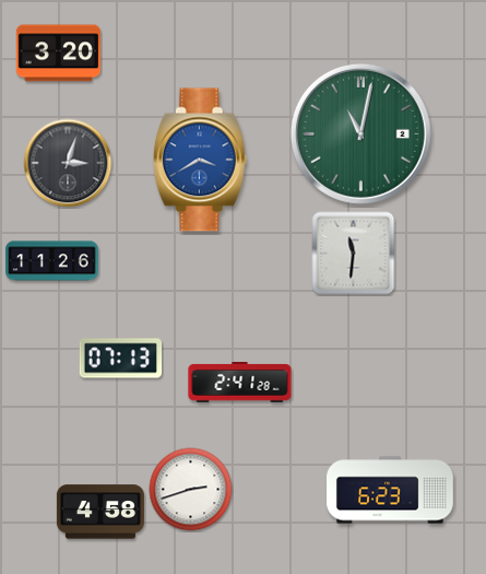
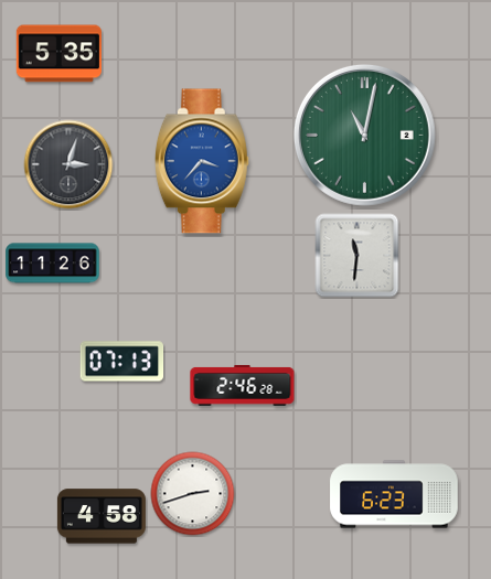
clock at (58, 54): 3:20 -> 5:35
clock at (200, 160): 3:40 -> 3:37
clock at (240, 382): 2:41 -> 2:46
